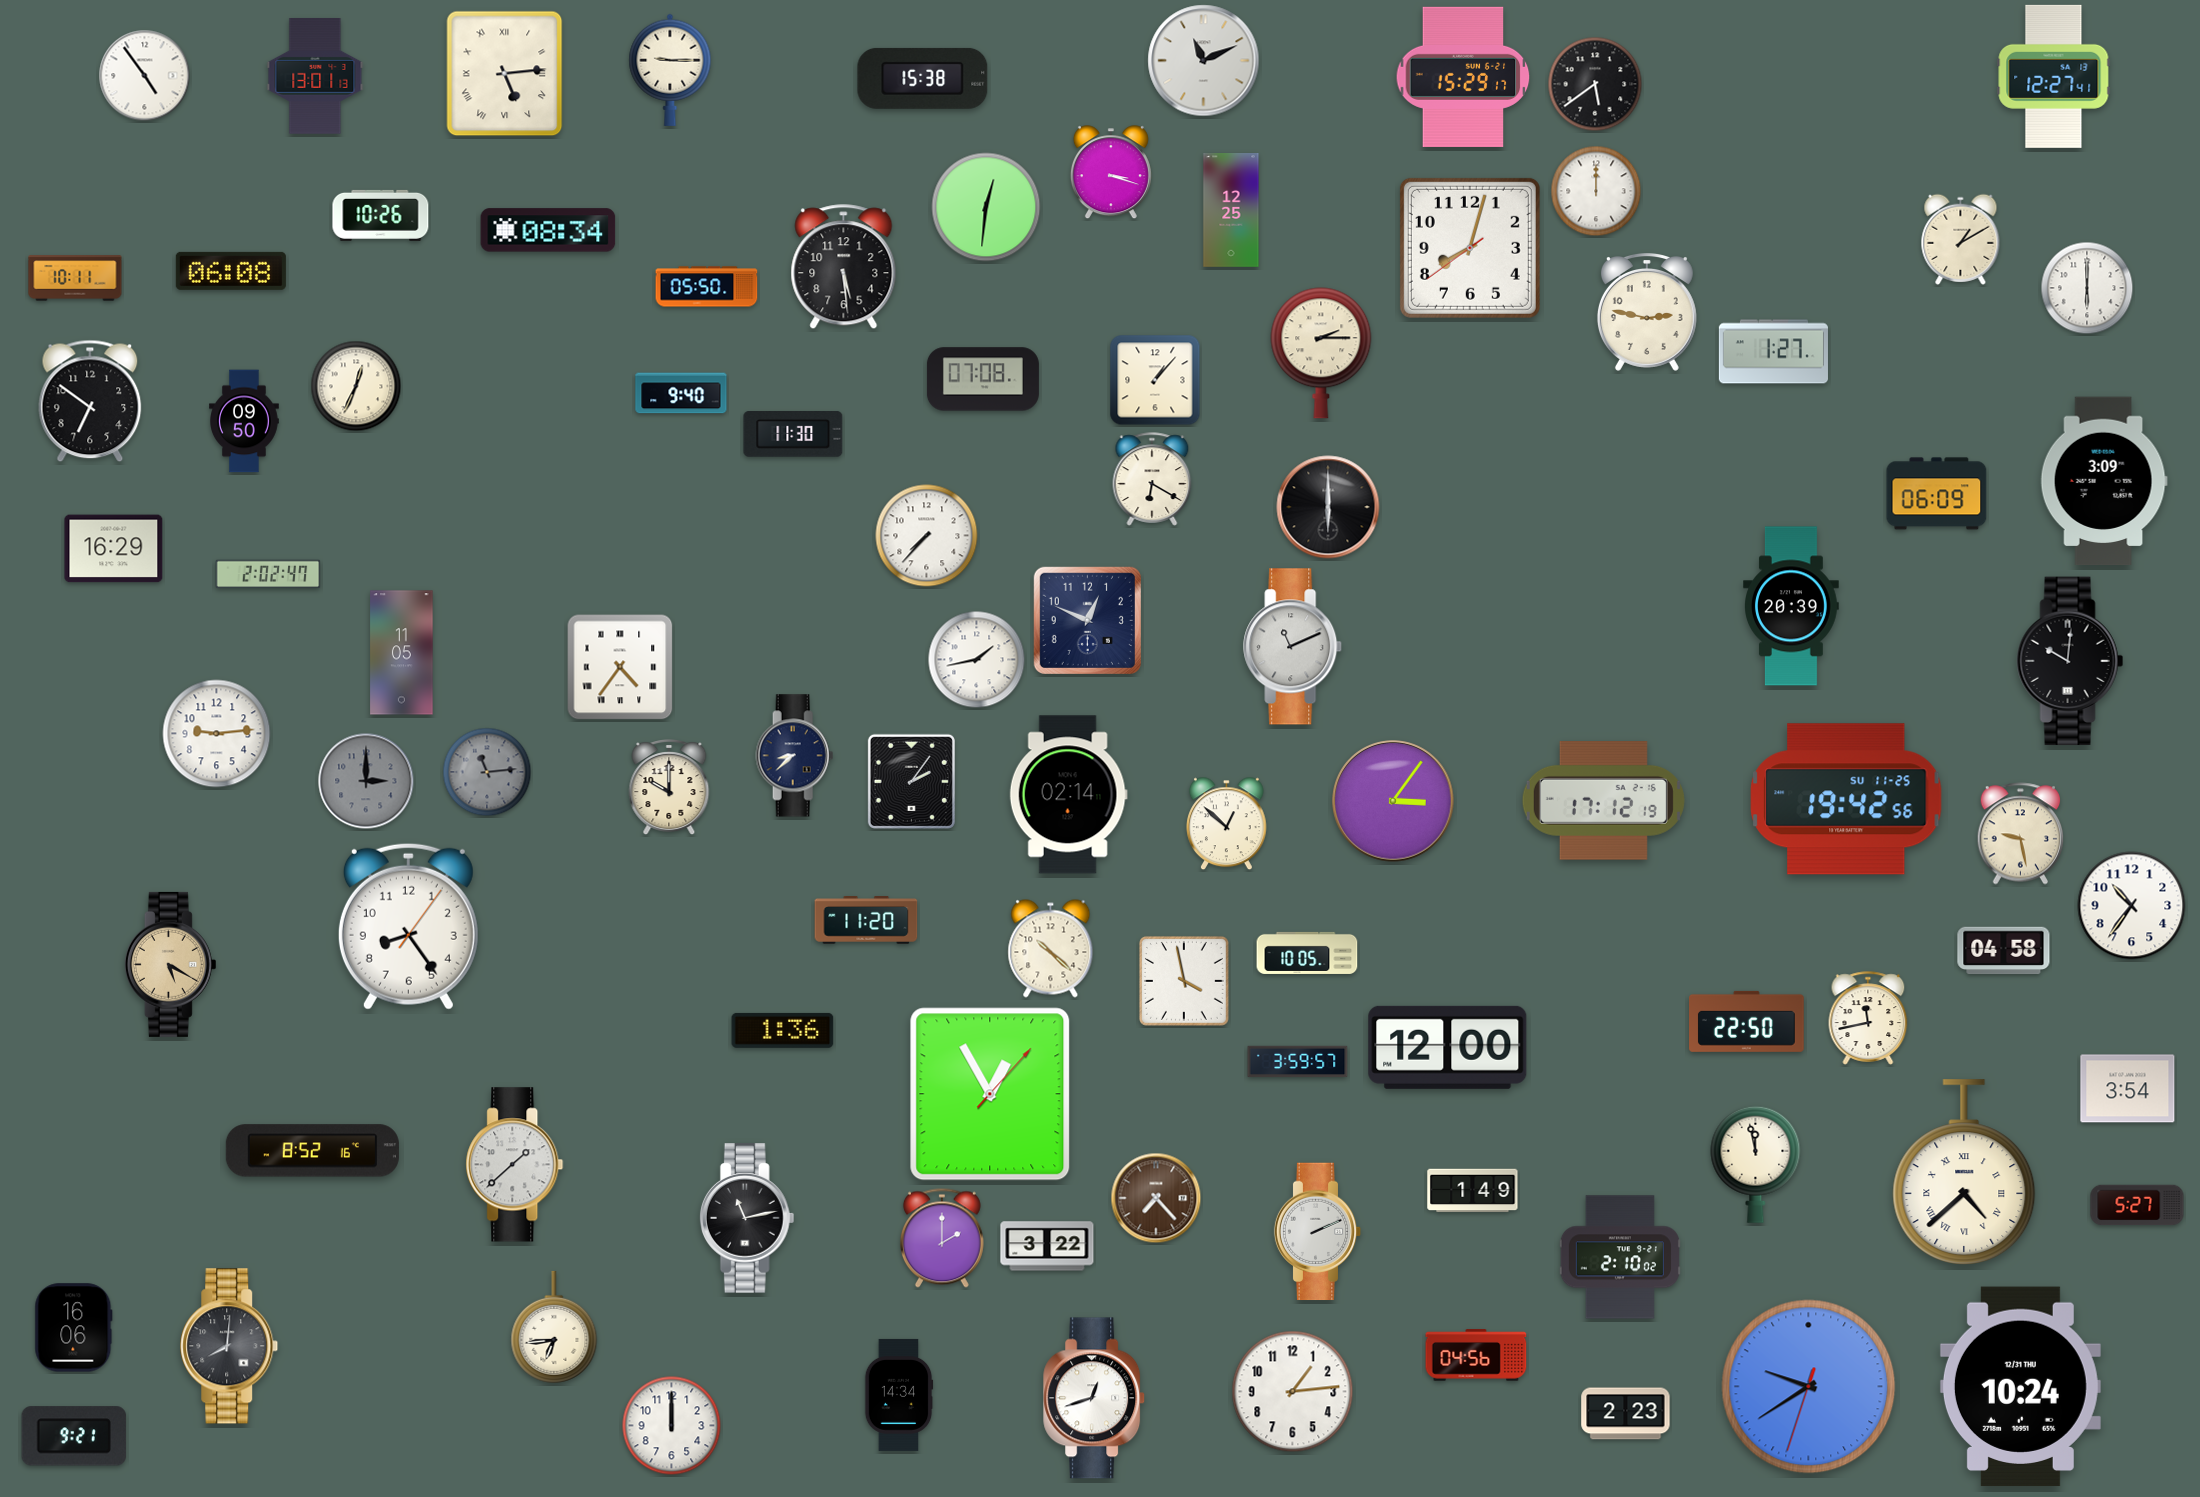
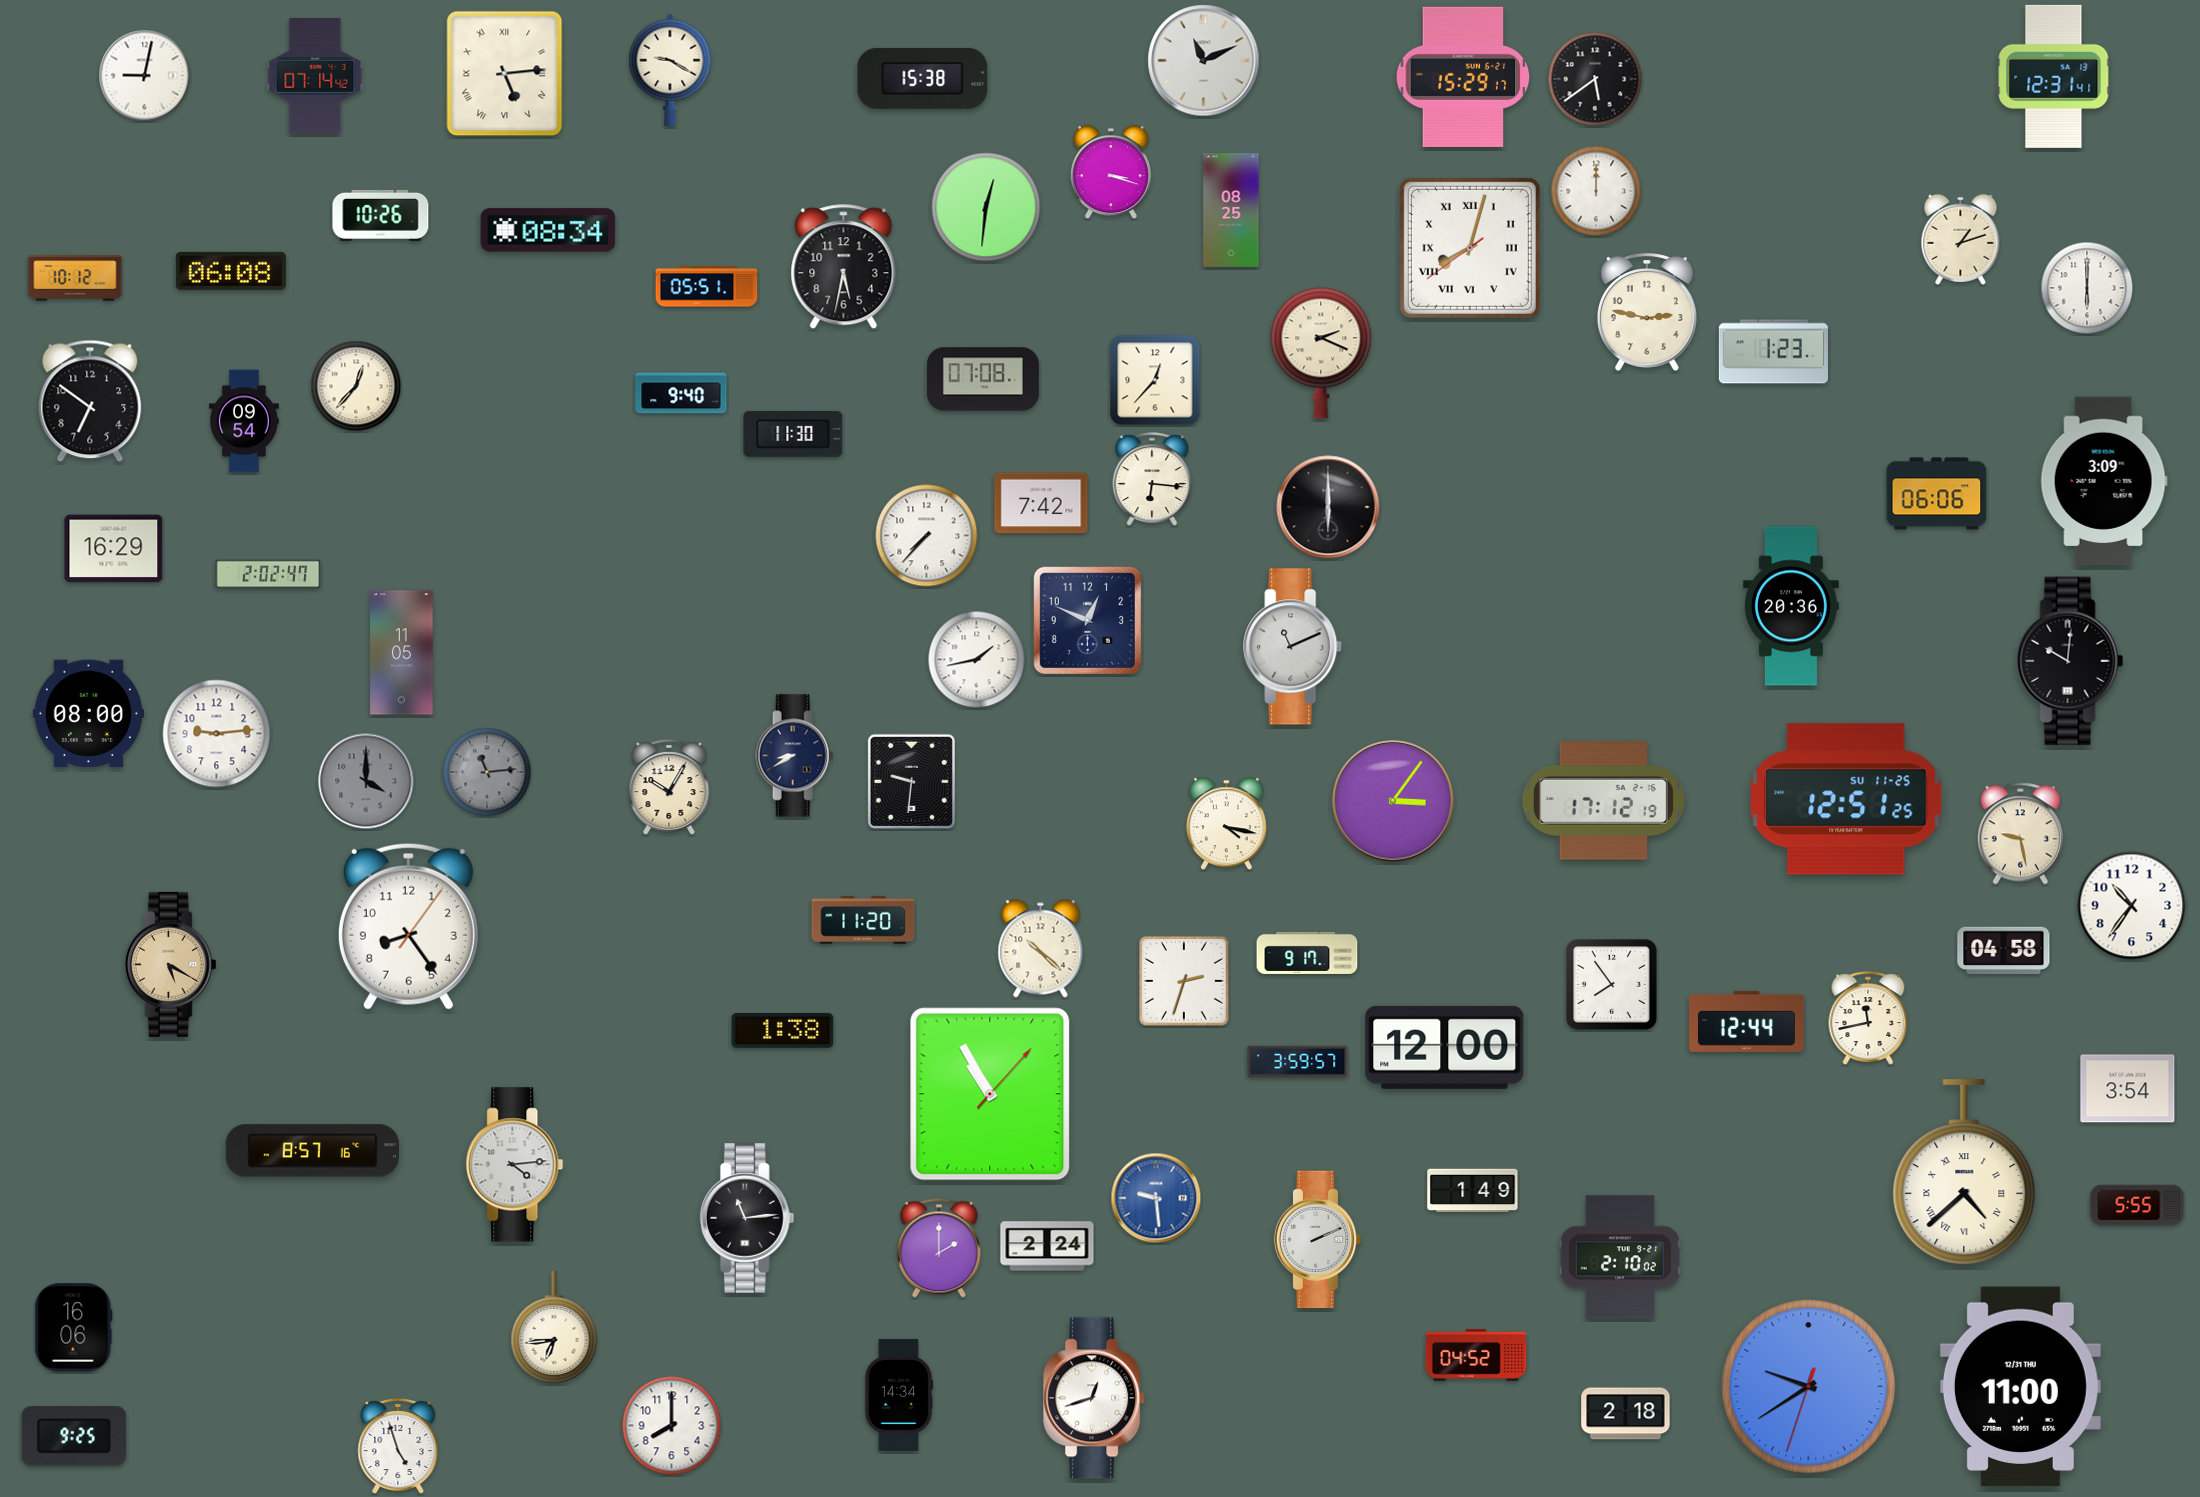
clock at (670, 70): 9:15 -> 9:20
clock at (145, 76): 4:54 -> 9:02
clock at (315, 76): 13:01 -> 07:14
clock at (2054, 76): 12:27 -> 12:31
clock at (1595, 84) position: (1595, 84) -> (1595, 79)
clock at (1231, 211): 12:25 -> 08:25
clock at (1961, 239): 1:10 -> 1:12
clock at (1470, 248) numerals: Arabic -> Roman
clock at (844, 267): 5:29 -> 5:32
clock at (75, 278): 10:11 -> 10:12
clock at (707, 287): 05:50 -> 05:51
clock at (1773, 352): 1:27 -> 1:23
clock at (1321, 353): 2:15 -> 2:19
clock at (1155, 380): 1:07 -> 12:37
clock at (356, 386): 12:34 -> 12:37
clock at (244, 421): 09:50 -> 09:54
clock at (1152, 479): 6:20 -> 6:16
clock at (1937, 494): 06:09 -> 06:06
clock at (1041, 503): none -> 7:42
clock at (1792, 606): 20:39 -> 20:36
clock at (620, 667): 4:36 -> none
clock at (88, 714): none -> 08:00
clock at (795, 756): 8:38 -> 8:40
clock at (366, 781): 3:00 -> 4:00
clock at (911, 781): 2:06 -> 9:31
clock at (669, 788): 10:00 -> 10:05
clock at (1068, 795): 02:14 -> none
clock at (1846, 799): 19:42 -> 12:51
clock at (1226, 824): 12:52 -> 4:17
clock at (866, 921) position: (866, 921) -> (863, 921)
clock at (1051, 949) position: (1051, 949) -> (1041, 949)
clock at (1307, 953): 10:05 -> 9:17
clock at (1184, 981): 3:58 -> 2:33
clock at (1612, 985): none -> 7:54
clock at (1747, 1021): 22:50 -> 12:44
clock at (783, 1030): 1:36 -> 1:38
clock at (1448, 1047) position: (1448, 1047) -> (1445, 1047)
clock at (990, 1094): 12:55 -> 10:55
clock at (312, 1151): 8:52 -> 8:57
clock at (1756, 1164): 11:58 -> none
clock at (515, 1165): 1:38 -> 4:14
clock at (1156, 1198): 7:23 -> 9:29
clock at (1156, 1198) dial: brown -> blue
clock at (2137, 1205): 5:27 -> 5:55
clock at (747, 1218): 11:13 -> 11:14
clock at (1318, 1232) position: (1318, 1232) -> (1318, 1240)
clock at (942, 1238) position: (942, 1238) -> (939, 1248)
clock at (1047, 1246): 3:22 -> 2:24
clock at (229, 1346): 8:01 -> none
clock at (1476, 1355): 04:56 -> 04:52
clock at (2020, 1387): 10:24 -> 11:00
clock at (1293, 1392): 1:14 -> none
clock at (1626, 1414): 2:23 -> 2:18
clock at (672, 1426): 12:00 -> 8:00
clock at (74, 1436): 9:21 -> 9:25
clock at (398, 1447): none -> 4:57
